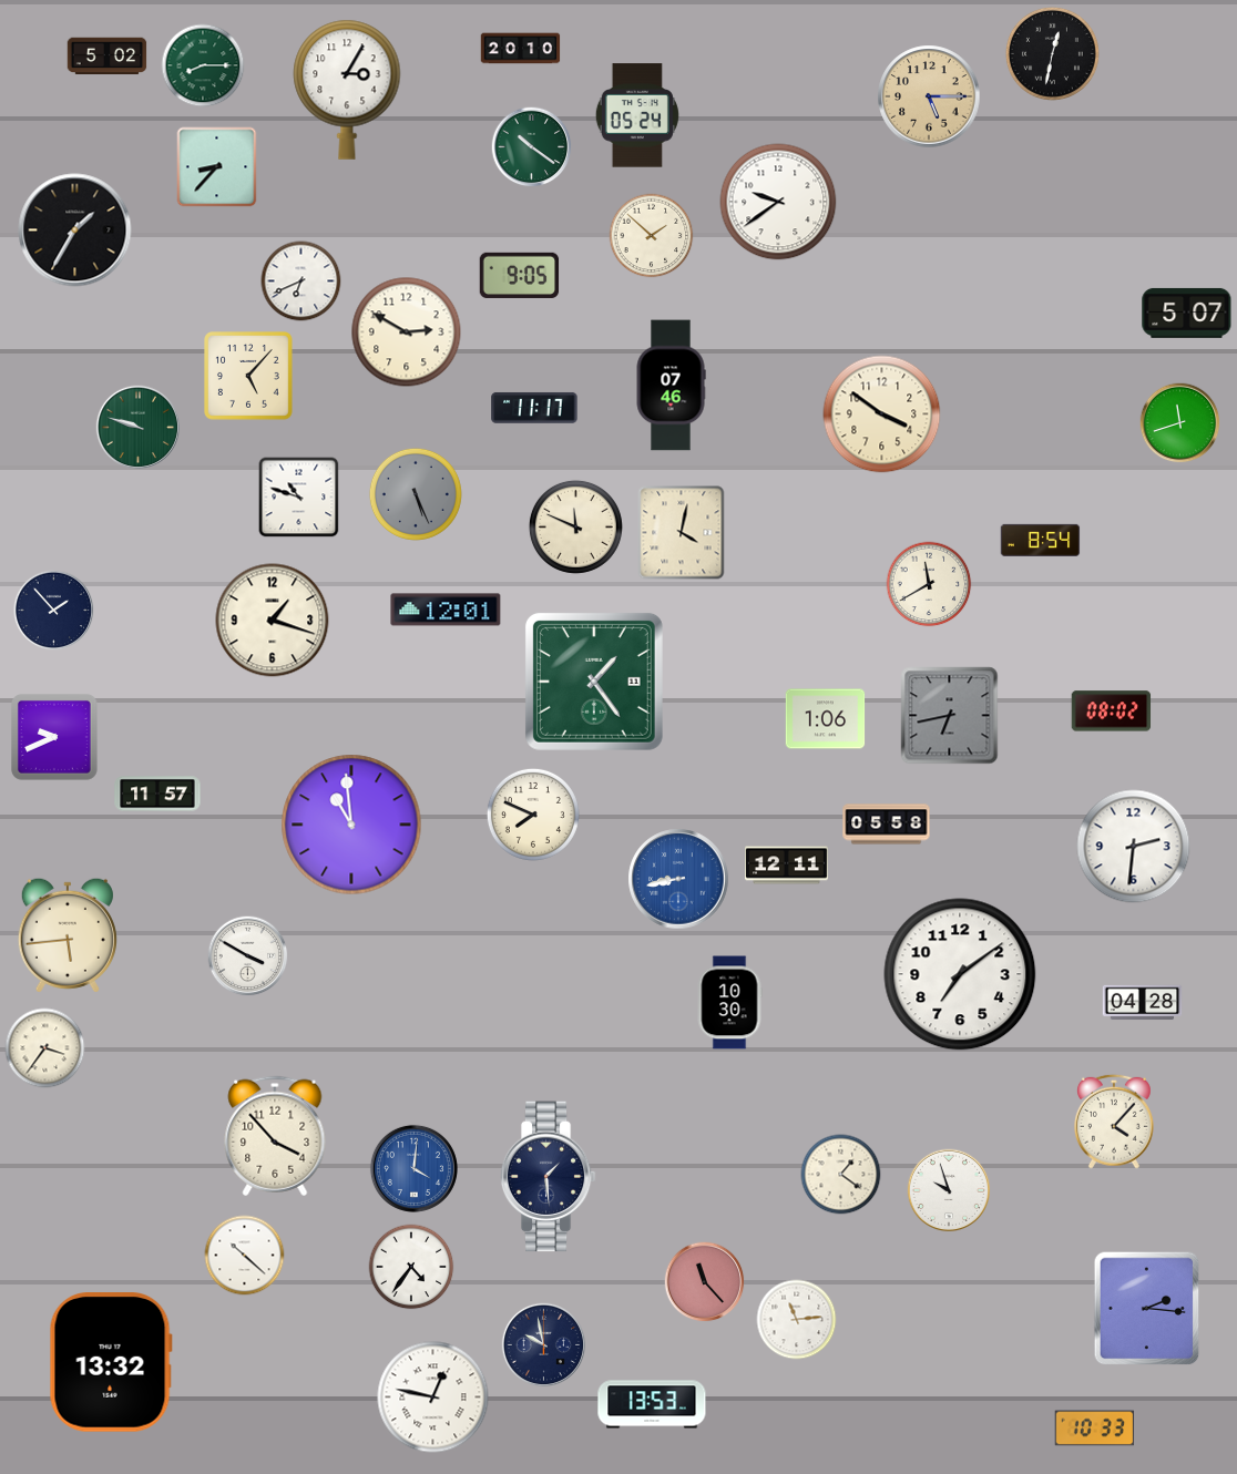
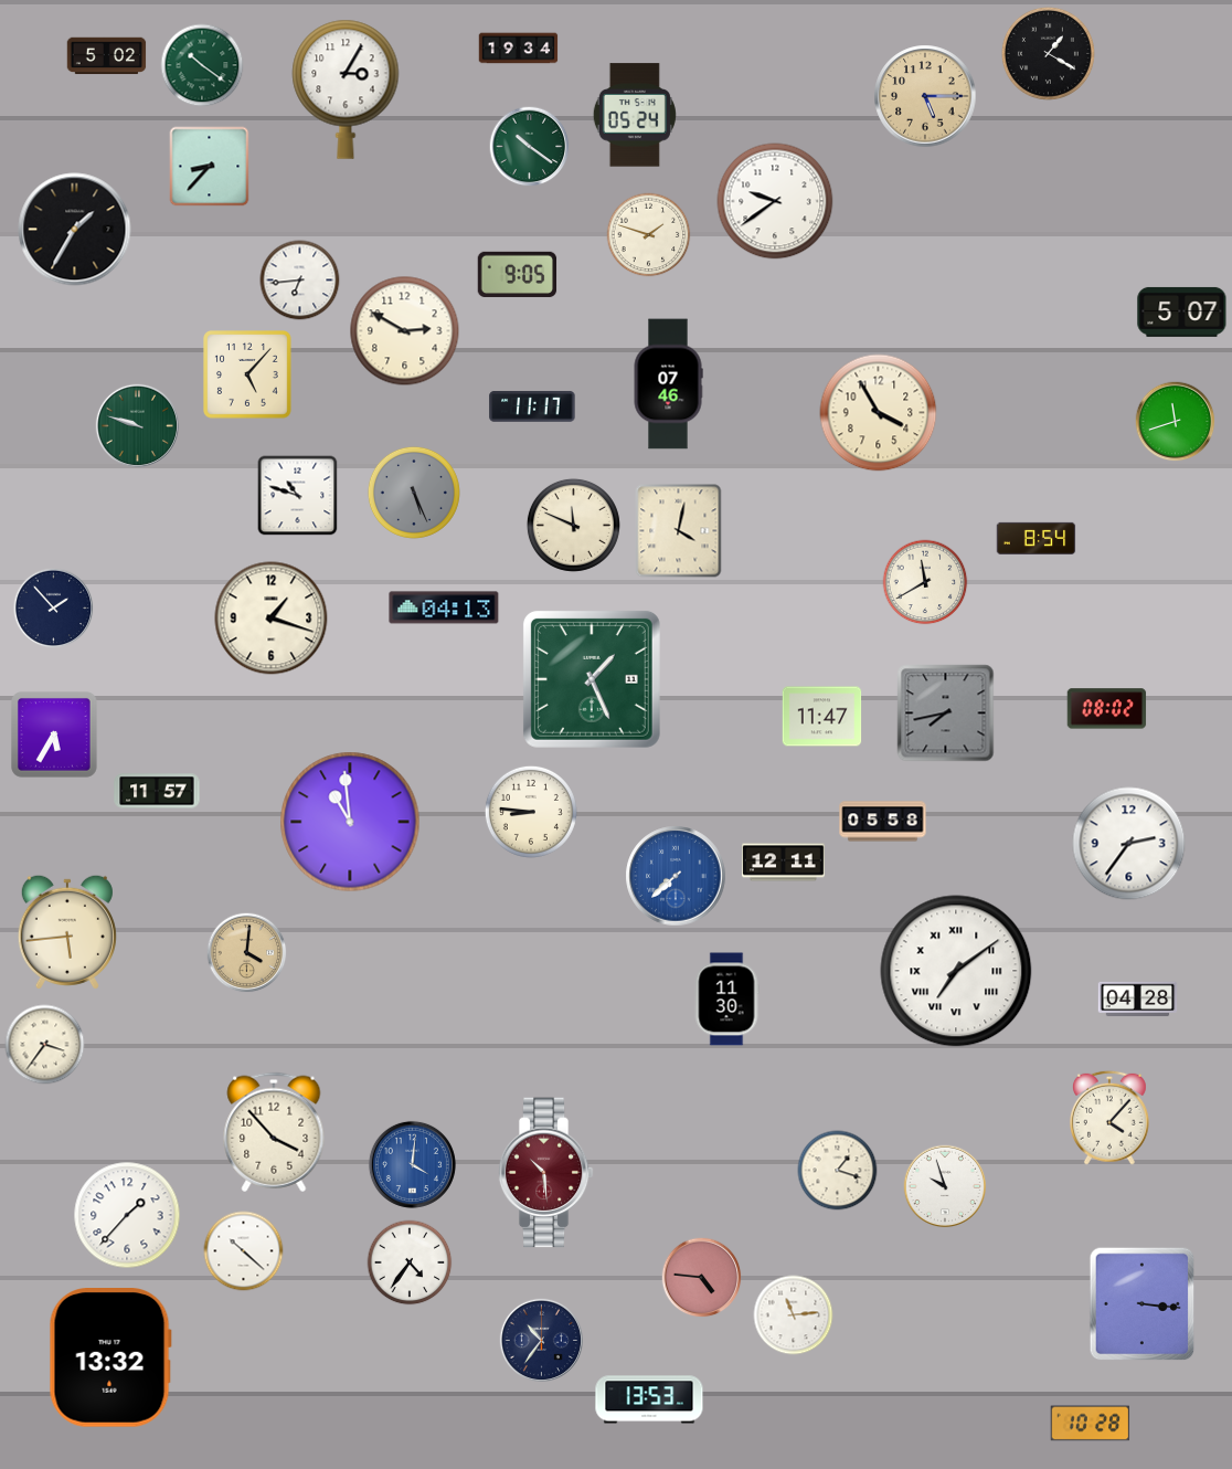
clock at (521, 49): 20:10 -> 19:34
clock at (1052, 53): 12:32 -> 1:20
clock at (203, 65): 8:15 -> 10:21
clock at (217, 167) position: (217, 167) -> (210, 167)
clock at (652, 236): 1:52 -> 1:48
clock at (301, 282): 6:41 -> 6:44
clock at (882, 414): 3:51 -> 3:55
clock at (446, 610): 12:01 -> 04:13
clock at (594, 682): 1:24 -> 1:26
clock at (950, 716): 6:43 -> 7:43
clock at (826, 719): 1:06 -> 11:47
clock at (55, 738): 9:41 -> 5:35
clock at (533, 815): 7:49 -> 8:46
clock at (1134, 847): 2:31 -> 2:36
clock at (678, 879): 8:43 -> 7:38
clock at (248, 956): 3:50 -> 4:01
clock at (248, 956) dial: white -> champagne
clock at (960, 974) numerals: Arabic -> Roman
clock at (729, 1003): 10:30 -> 11:30
clock at (841, 1175): 1:21 -> 1:18
clock at (548, 1177): 1:29 -> 10:29
clock at (548, 1177) dial: navy -> burgundy
clock at (127, 1215): none -> 1:37
clock at (705, 1282): 11:23 -> 4:46
clock at (1147, 1309): 2:16 -> 3:16
clock at (543, 1344): 9:58 -> 10:36
clock at (433, 1398): 12:47 -> none
clock at (1095, 1429): 10:33 -> 10:28
